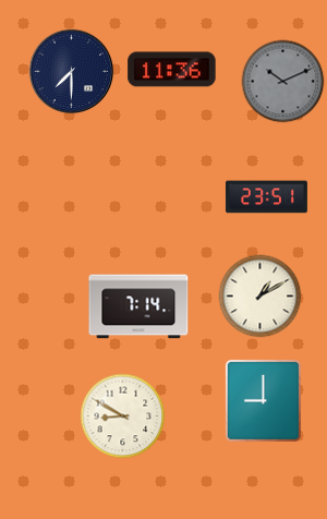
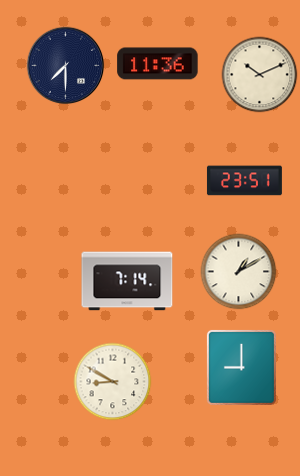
clock at (283, 82) dial: grey -> cream
